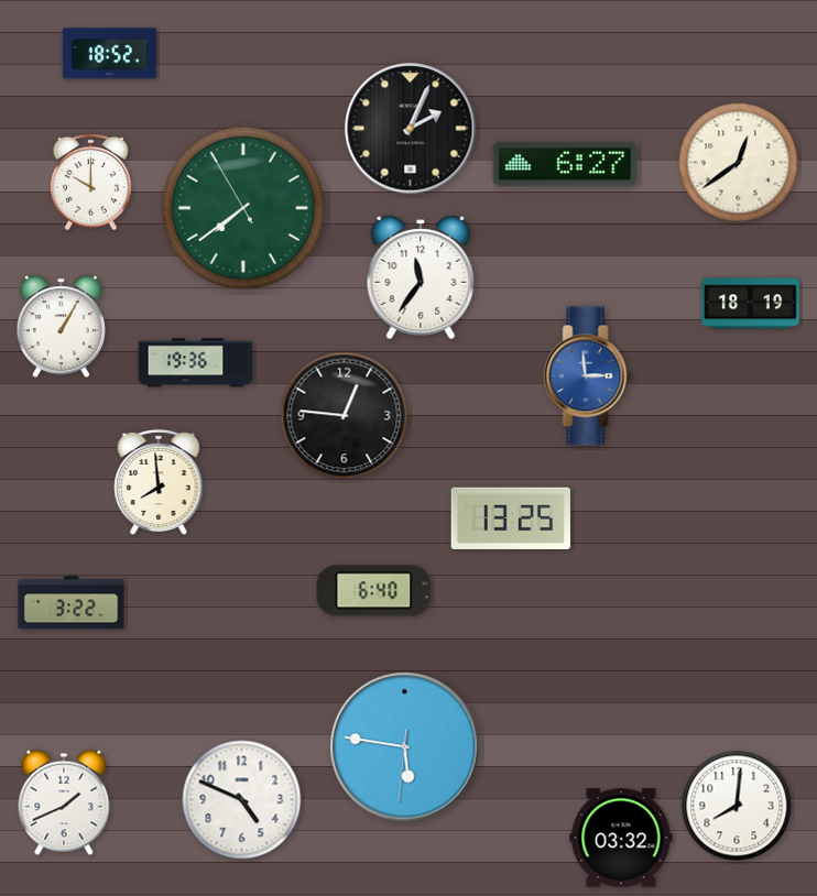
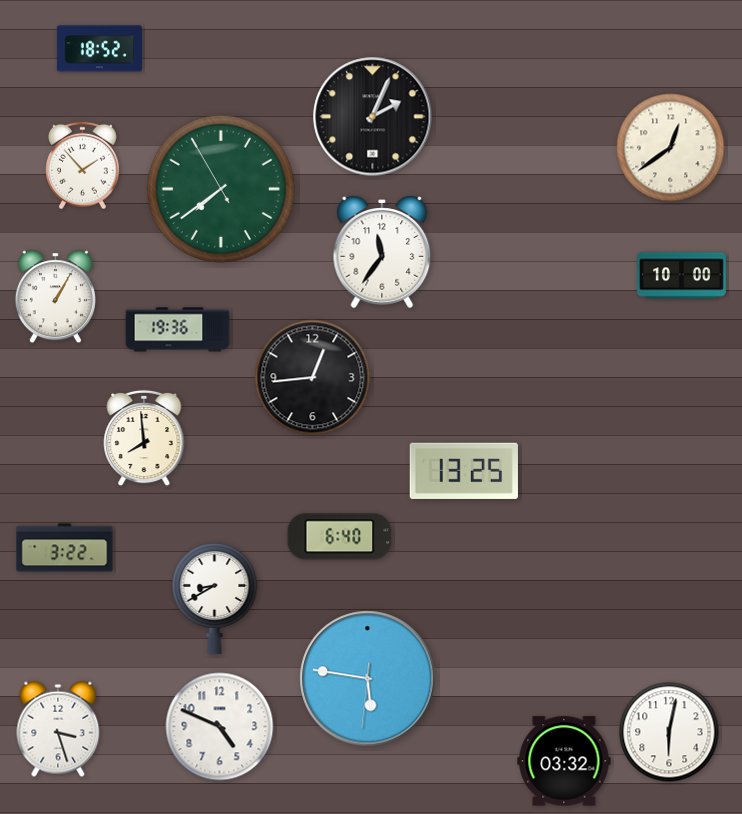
clock at (565, 165): 6:27 -> none
clock at (91, 183): 10:00 -> 1:53
clock at (751, 304): 18:19 -> 10:00
clock at (588, 376): 2:59 -> none
clock at (345, 416): 12:46 -> 12:44
clock at (215, 598): none -> 8:40
clock at (64, 802): 1:41 -> 3:27
clock at (737, 806): 8:01 -> 6:02
